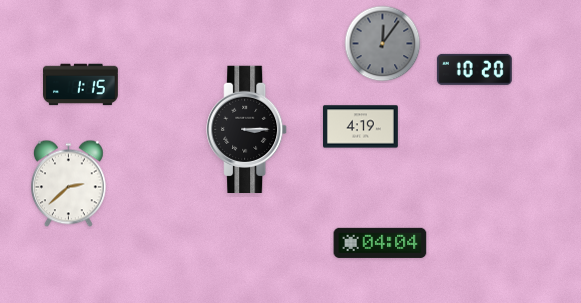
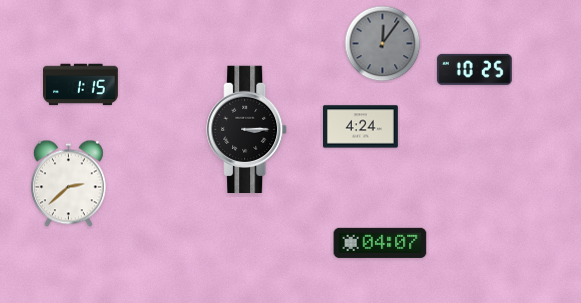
clock at (474, 69): 10:20 -> 10:25
clock at (361, 127): 4:19 -> 4:24
clock at (380, 243): 04:04 -> 04:07
